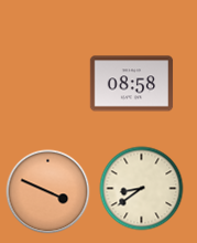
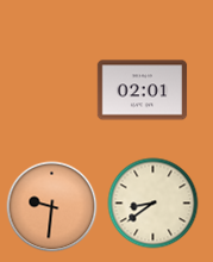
clock at (132, 84): 08:58 -> 02:01
clock at (48, 192): 3:49 -> 9:31
